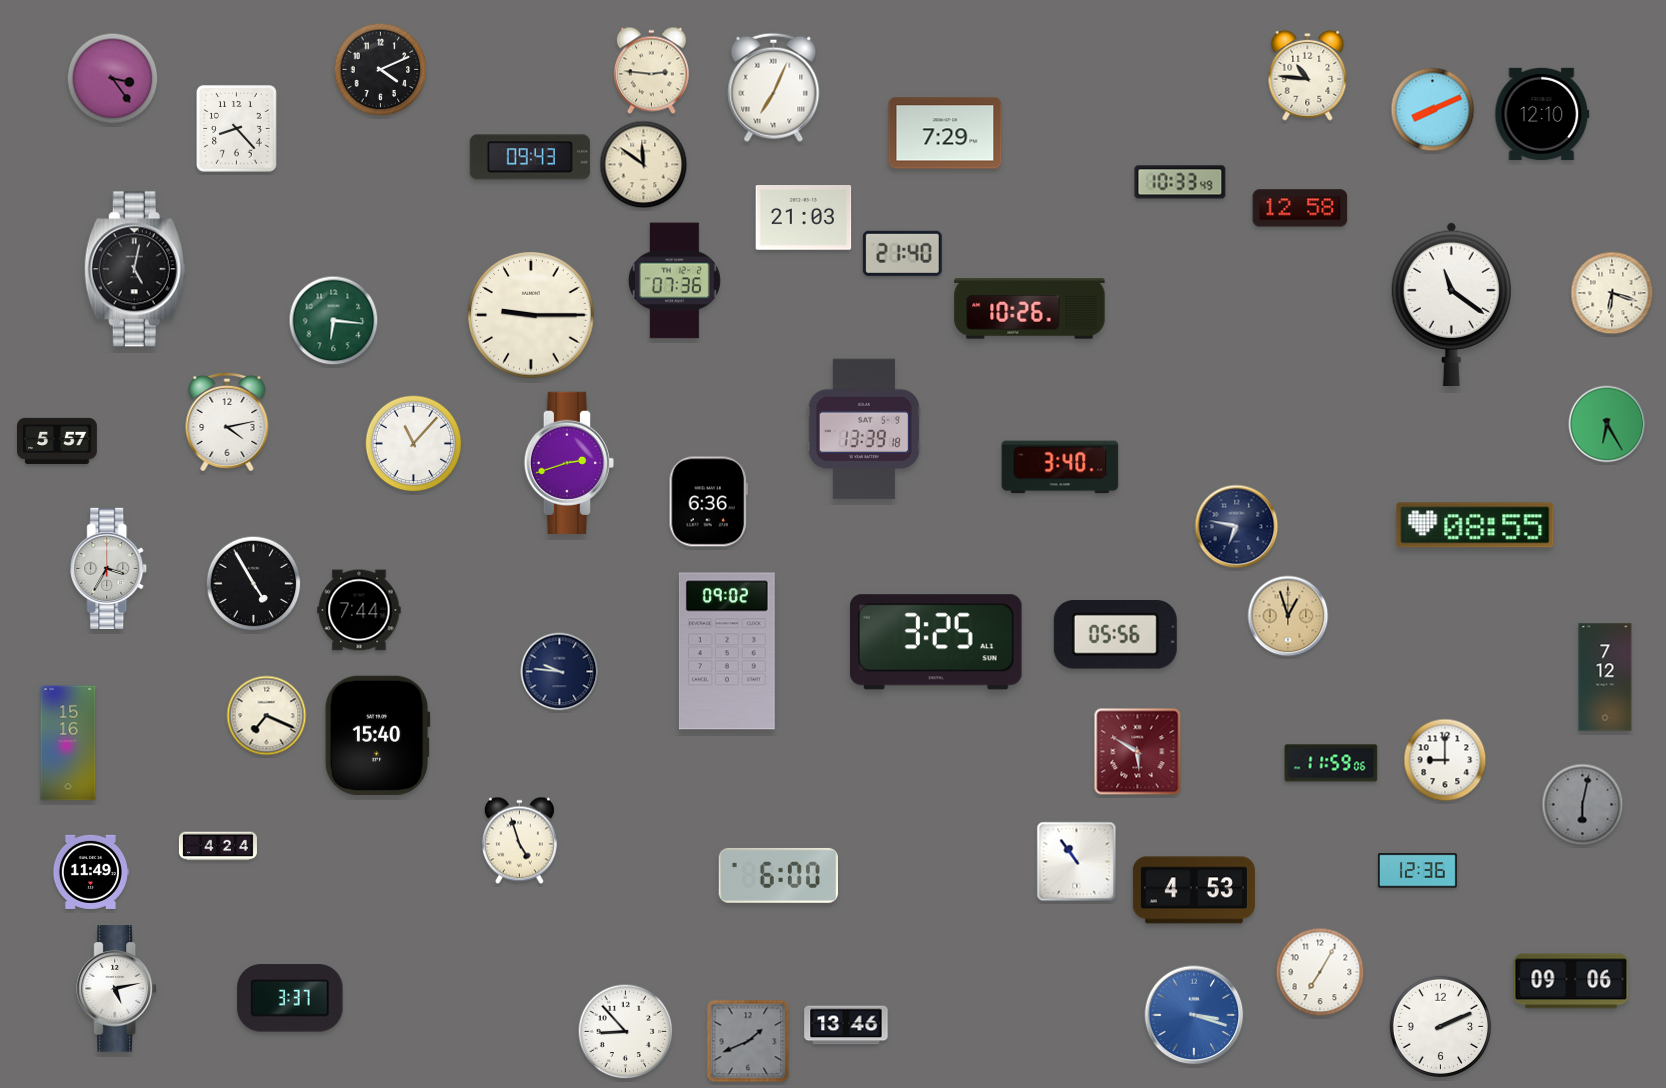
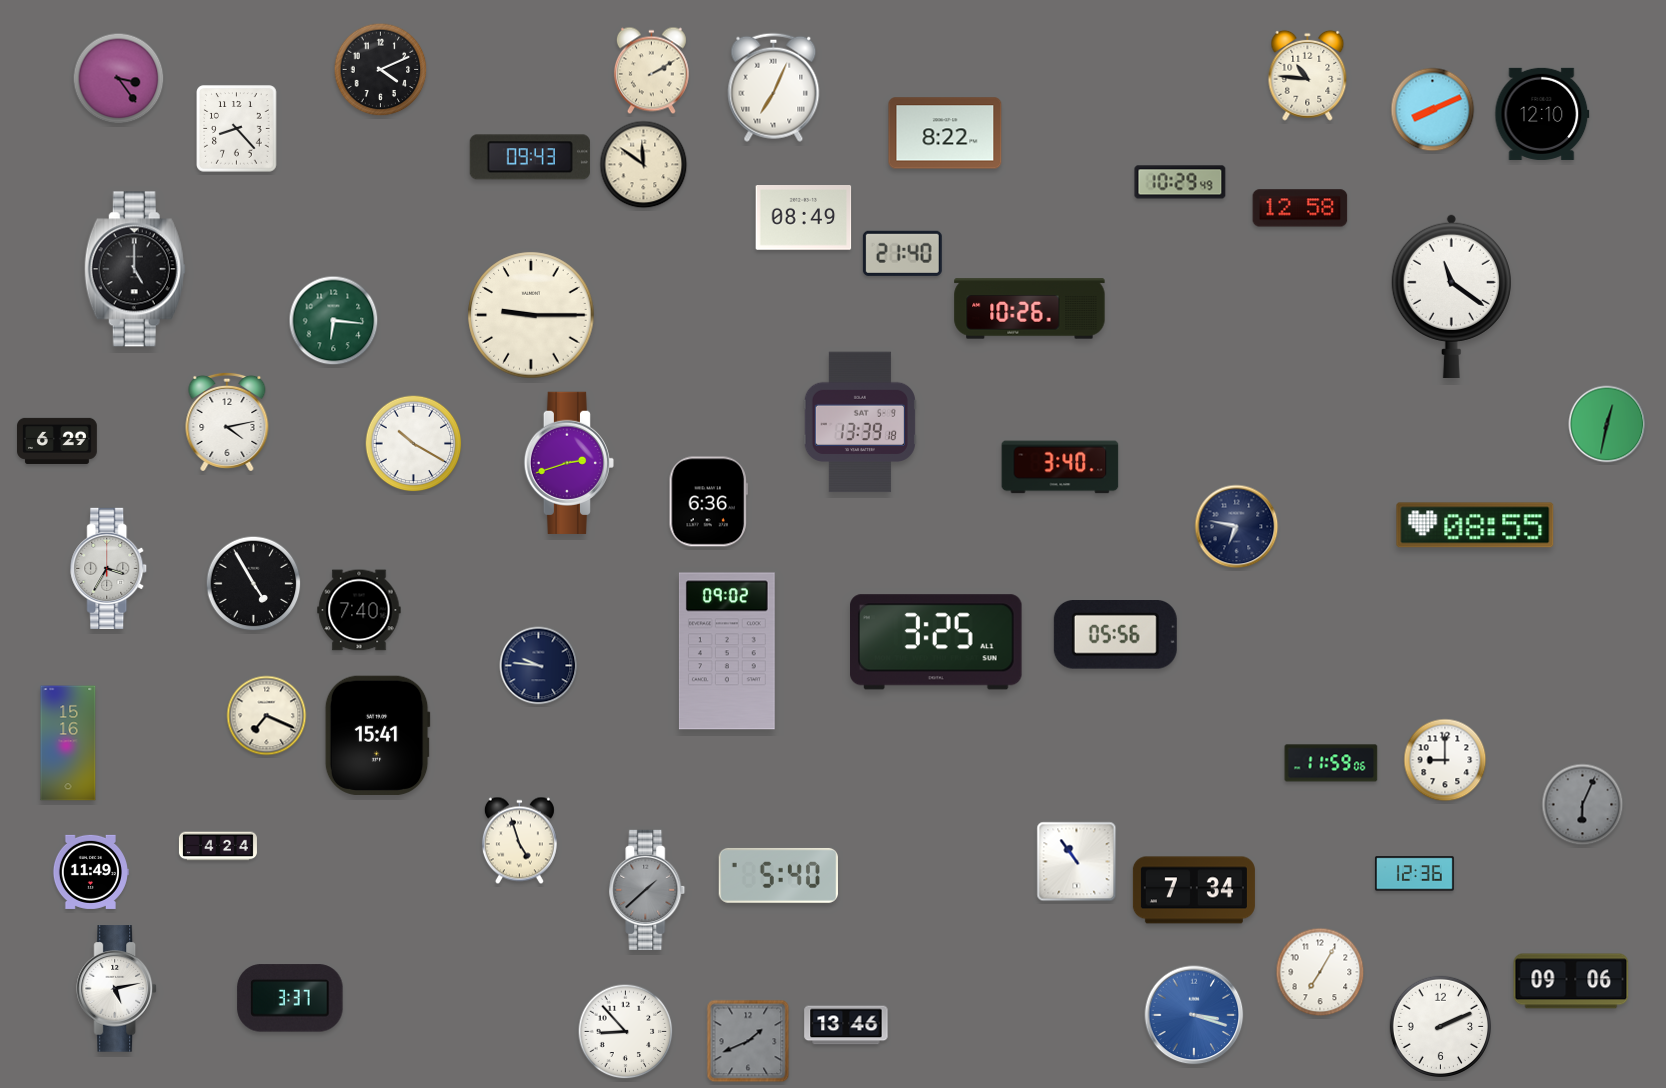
clock at (651, 71): 2:46 -> 2:10
clock at (113, 79) position: (113, 79) -> (119, 79)
clock at (945, 133): 7:29 -> 8:22
clock at (1180, 182): 10:33 -> 10:29
clock at (804, 218): 21:03 -> 08:49
clock at (135, 269): 5:02 -> 5:00
clock at (674, 281): 07:36 -> none
clock at (1612, 293): 6:18 -> none
clock at (1451, 303) position: (1451, 303) -> (1451, 295)
clock at (1607, 424): 6:25 -> 12:32
clock at (864, 429) position: (864, 429) -> (860, 422)
clock at (58, 441): 5:57 -> 6:29
clock at (414, 444): 11:07 -> 10:20
clock at (359, 610): 7:44 -> 7:40
clock at (1288, 616): 12:57 -> none
clock at (560, 672) position: (560, 672) -> (539, 666)
clock at (1605, 677): 7:12 -> none
clock at (377, 735): 15:40 -> 15:41
clock at (1138, 752): 5:50 -> none
clock at (1583, 805): 6:02 -> 6:04
clock at (1417, 871) position: (1417, 871) -> (1414, 874)
clock at (778, 875): 6:00 -> 5:40
clock at (647, 890): none -> 1:38
clock at (1194, 890): 4:53 -> 7:34
